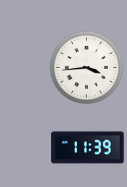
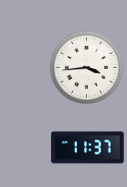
clock at (88, 148): 11:39 -> 11:37
